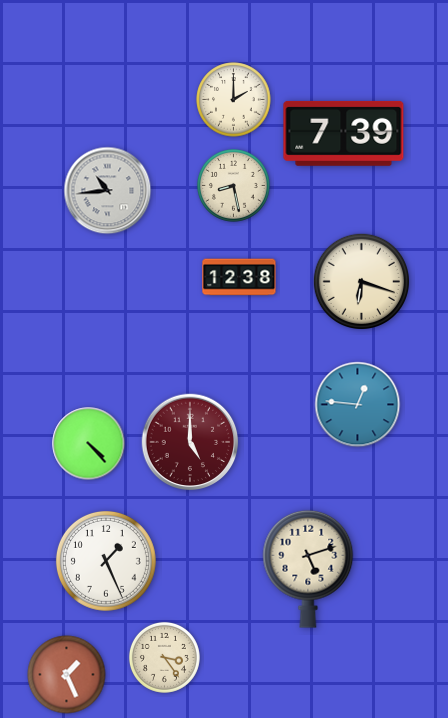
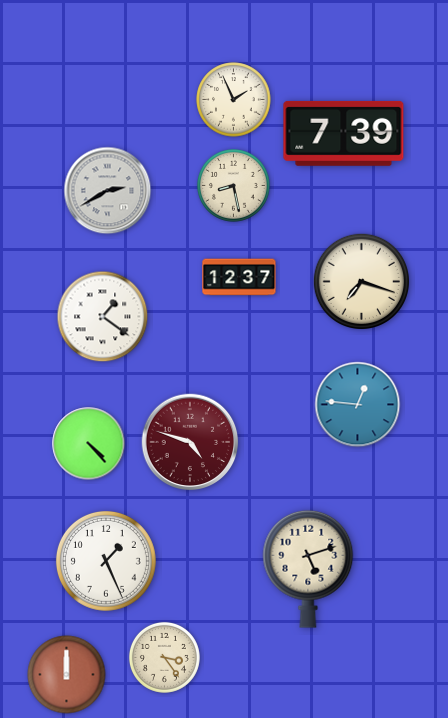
clock at (234, 100): 2:00 -> 1:56
clock at (108, 191): 10:44 -> 2:40
clock at (239, 277): 12:38 -> 12:37
clock at (361, 281): 6:18 -> 7:18
clock at (103, 317): none -> 1:21
clock at (190, 442): 5:00 -> 4:48
clock at (67, 675): 1:26 -> 12:00
